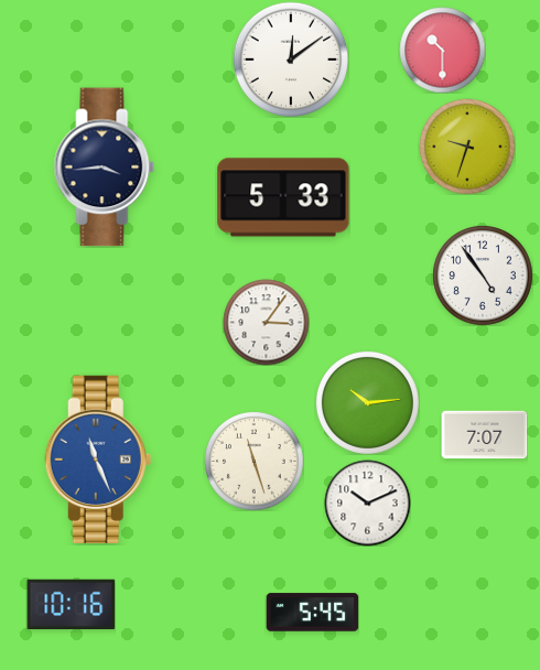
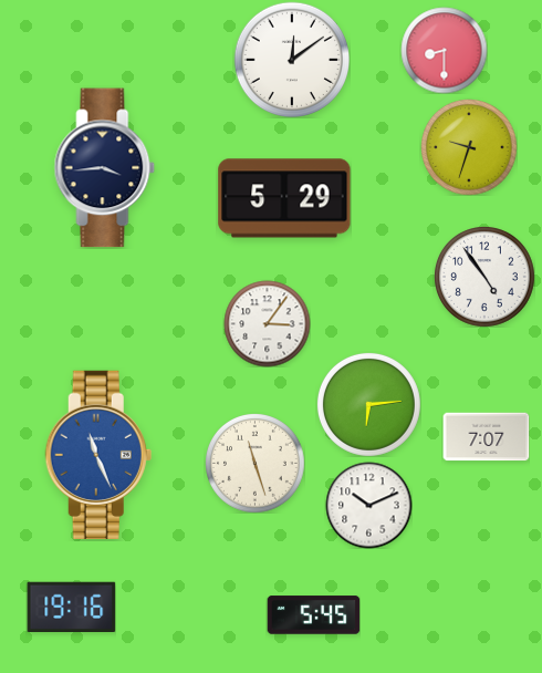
clock at (442, 50): 10:30 -> 8:30
clock at (283, 197): 5:33 -> 5:29
clock at (367, 402): 10:14 -> 6:14
clock at (98, 458) position: (98, 458) -> (98, 454)
clock at (71, 604): 10:16 -> 19:16
